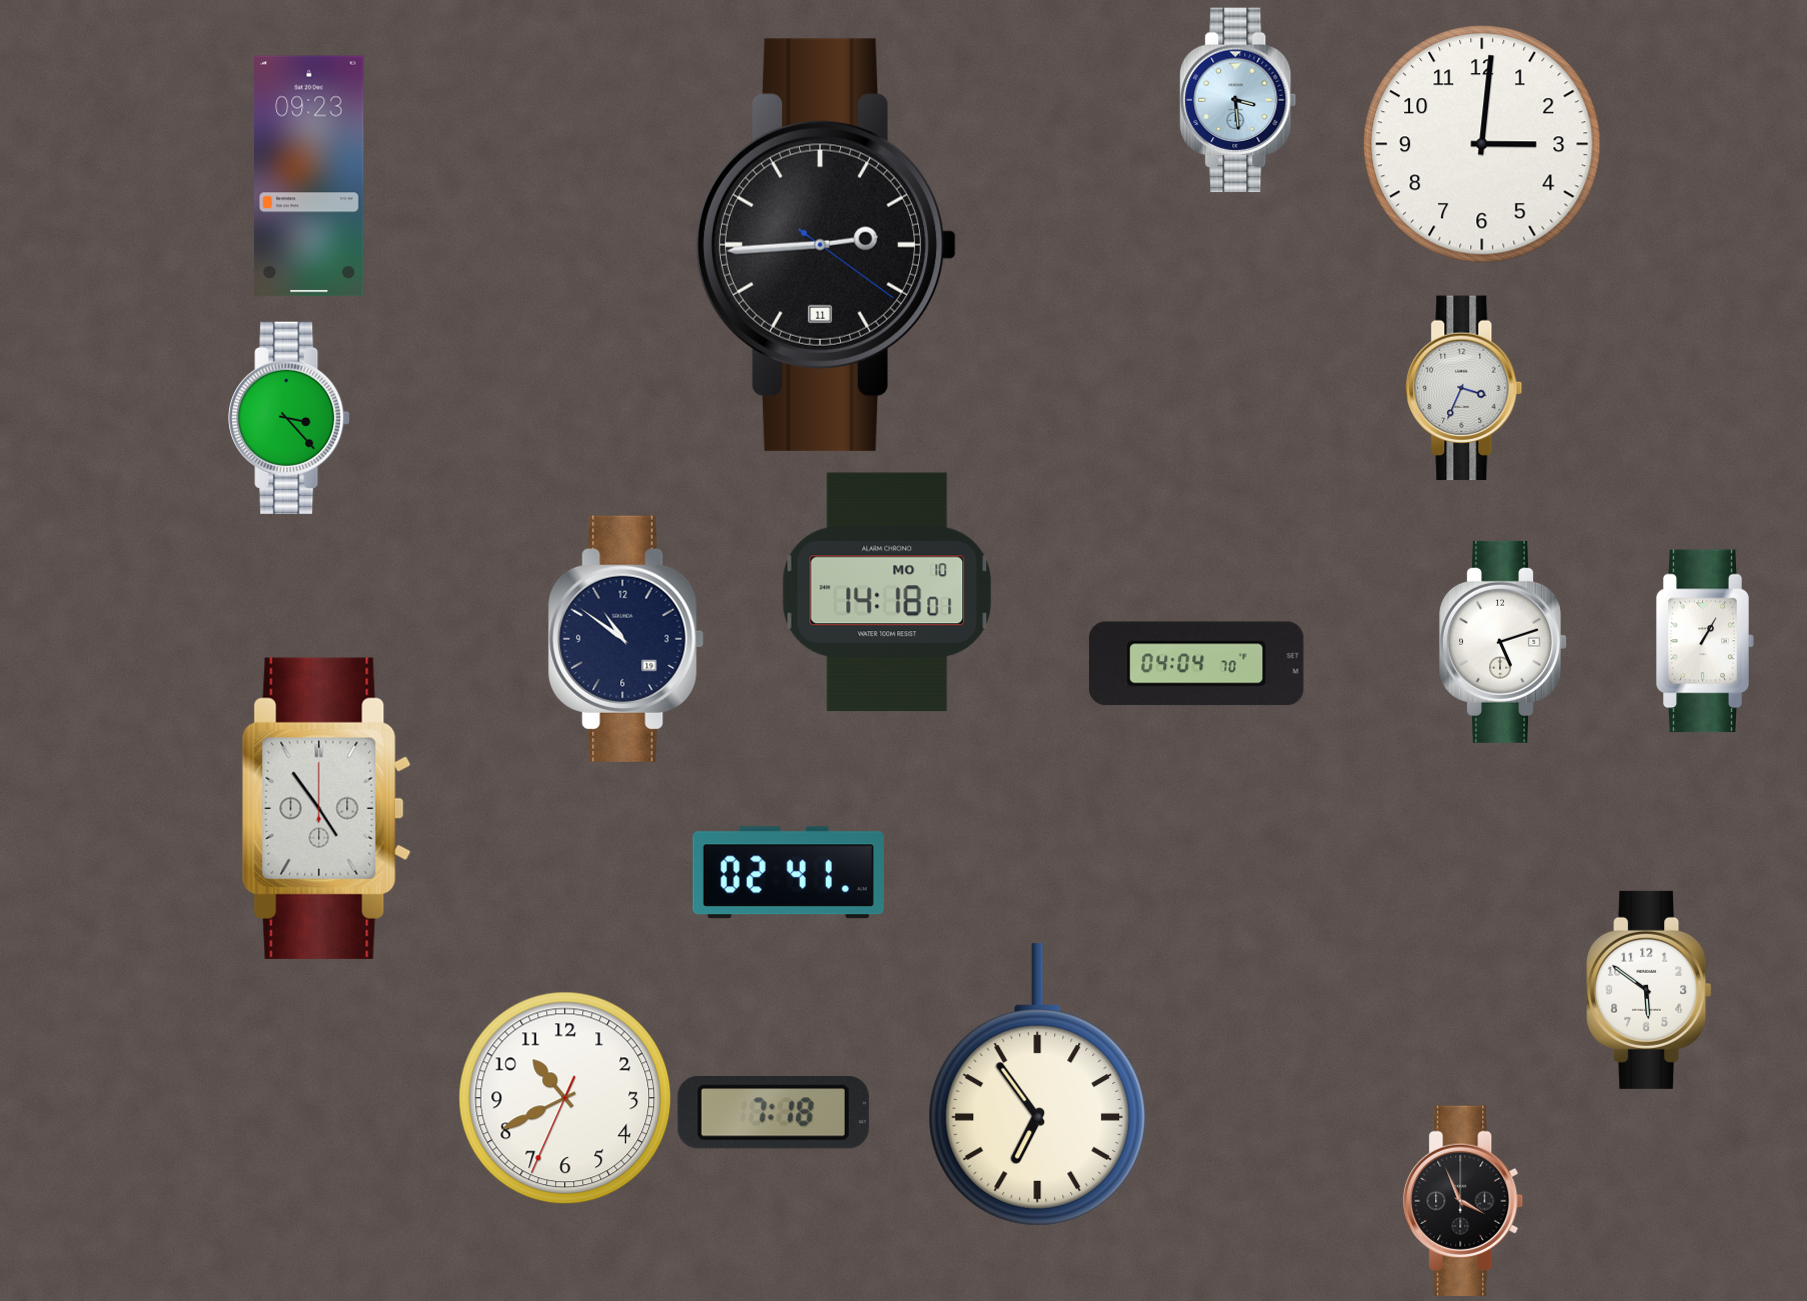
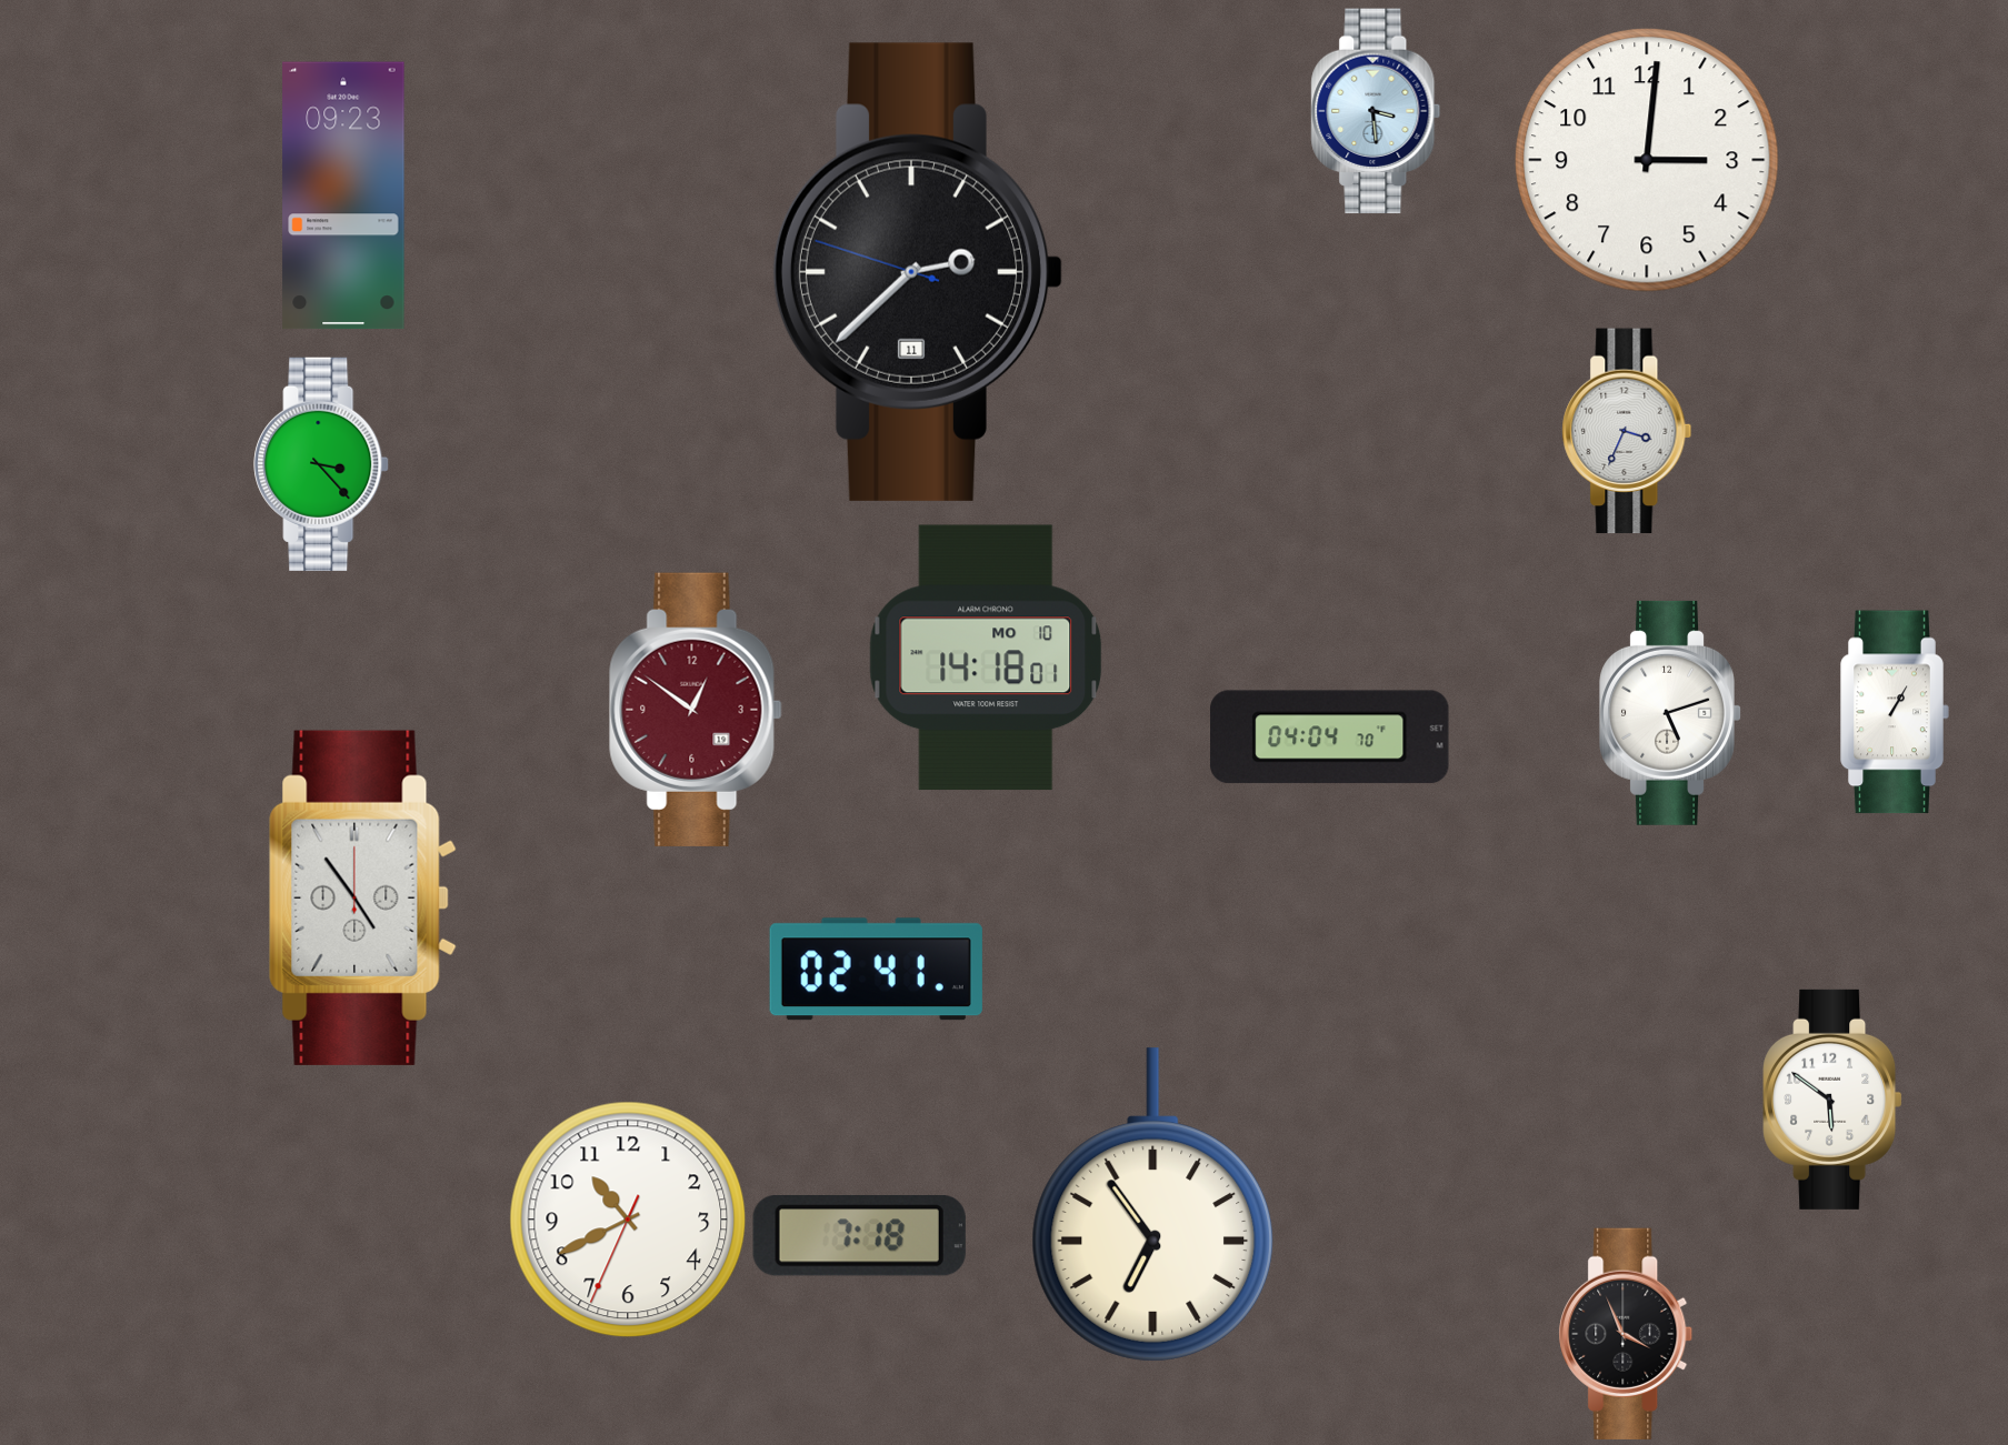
clock at (826, 245): 2:44 -> 2:37
clock at (626, 639): 10:51 -> 12:51
clock at (626, 639) dial: navy -> burgundy
